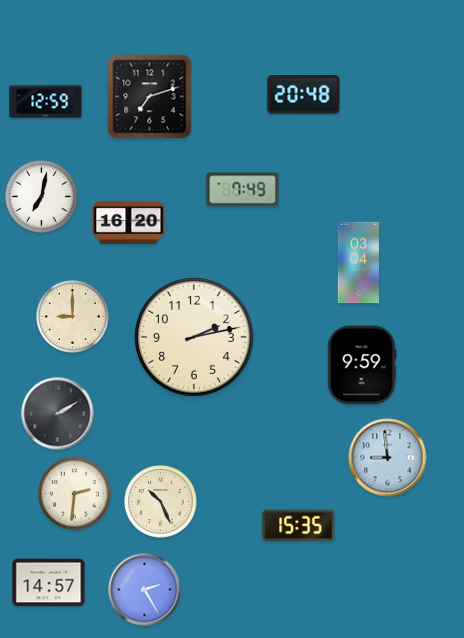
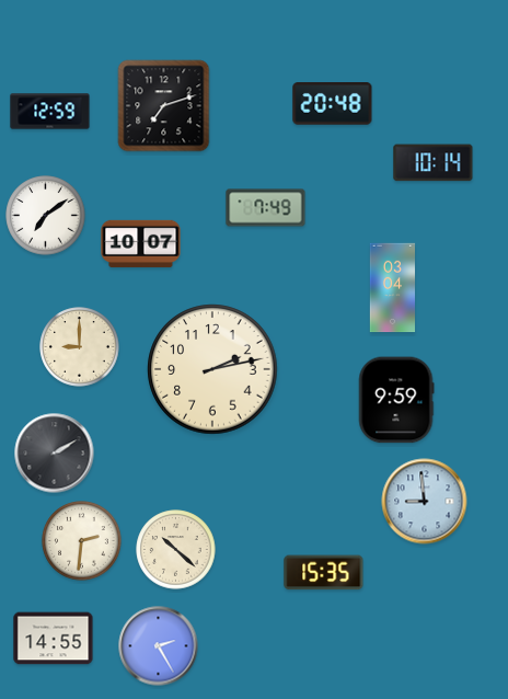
clock at (434, 163): none -> 10:14
clock at (42, 197): 7:02 -> 7:09
clock at (129, 222): 16:20 -> 10:07
clock at (58, 414) position: (58, 414) -> (55, 454)
clock at (161, 502): 10:26 -> 10:22
clock at (299, 526) position: (299, 526) -> (324, 573)
clock at (49, 583): 14:57 -> 14:55
